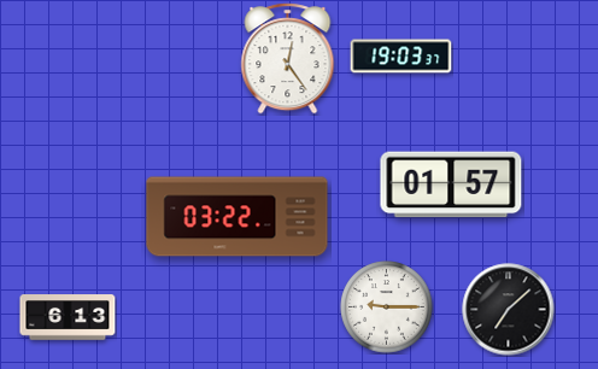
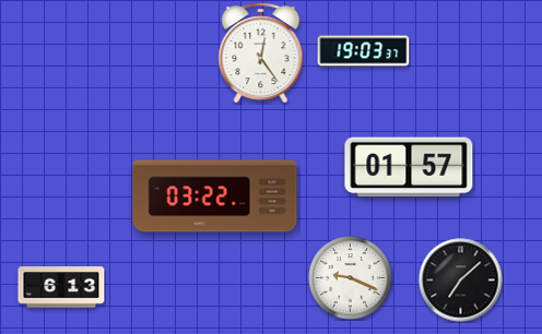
clock at (387, 307): 9:15 -> 9:19
